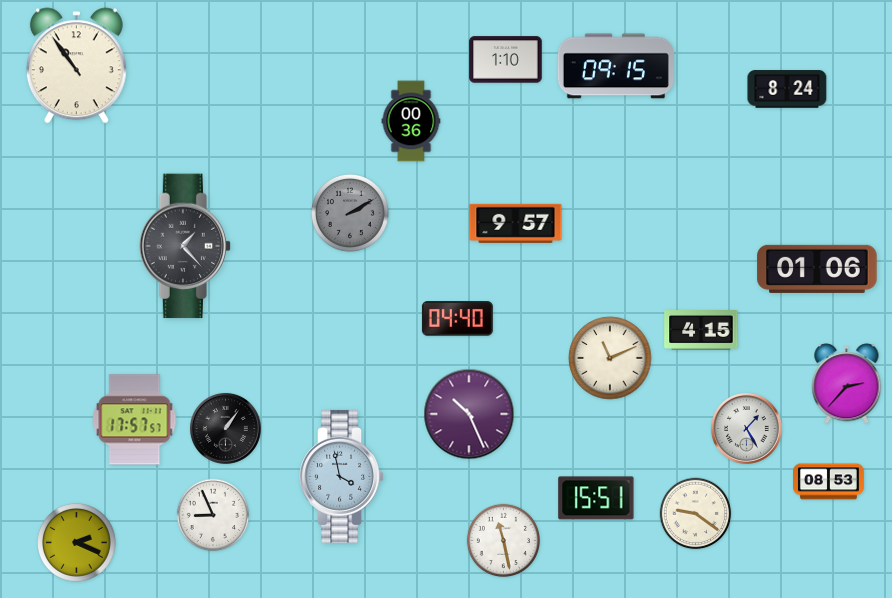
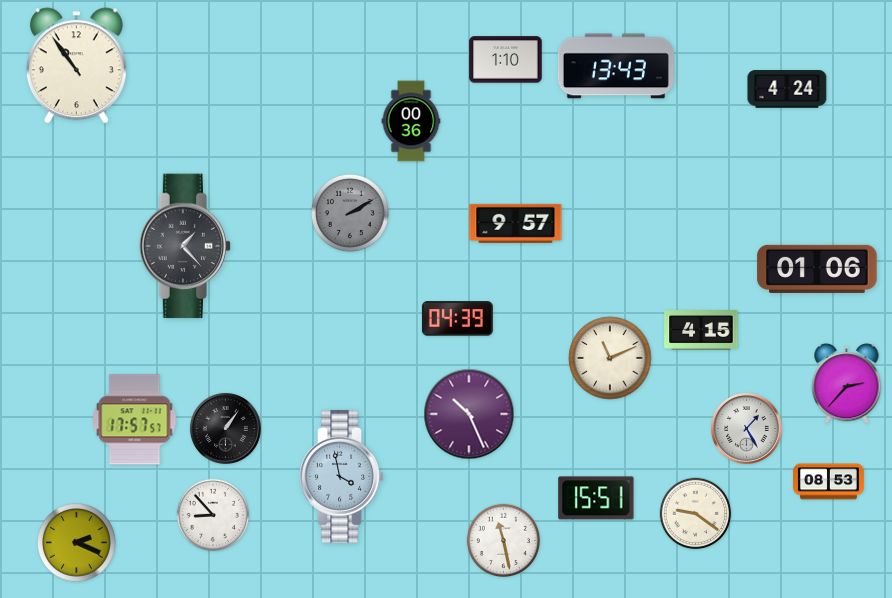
clock at (616, 66): 09:15 -> 13:43
clock at (787, 89): 8:24 -> 4:24
clock at (457, 319): 04:40 -> 04:39
clock at (213, 515): 8:56 -> 8:53
